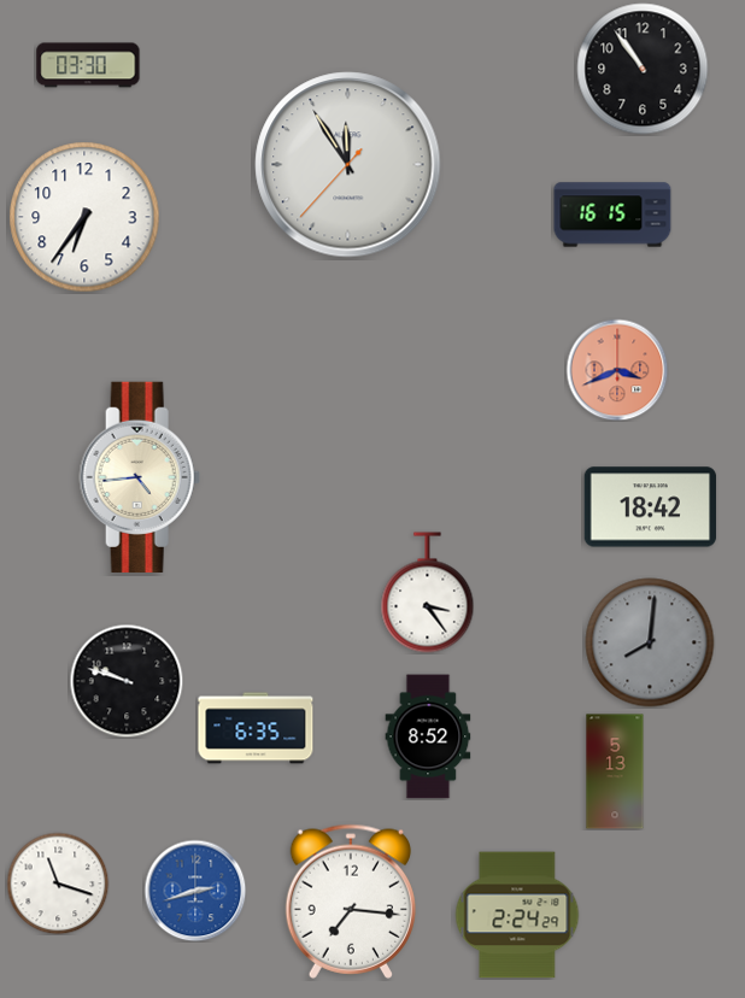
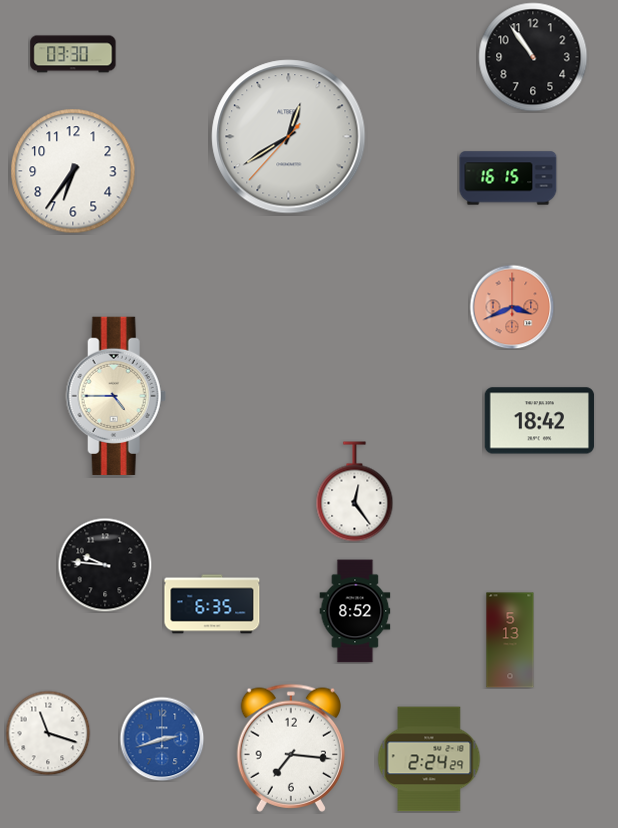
clock at (348, 165): 11:54 -> 12:39
clock at (84, 217) position: (84, 217) -> (73, 171)
clock at (140, 477): 4:44 -> 4:45
clock at (428, 593): 3:24 -> 12:24
clock at (650, 642): 8:01 -> none
clock at (127, 681): 9:48 -> 9:46
